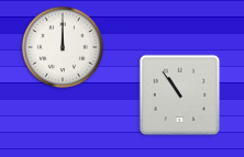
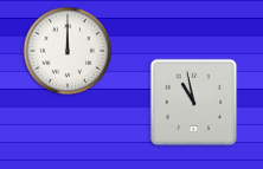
clock at (180, 96): 10:54 -> 10:58
